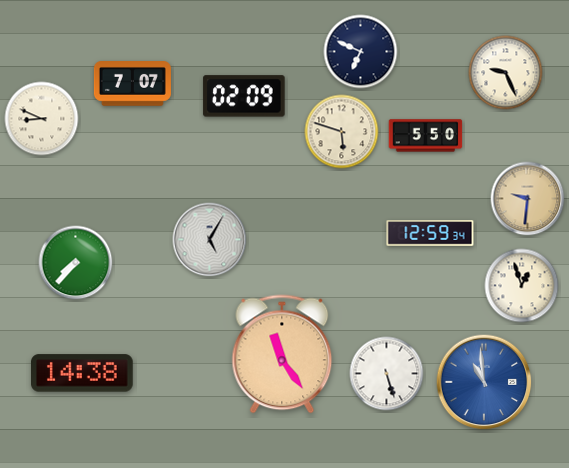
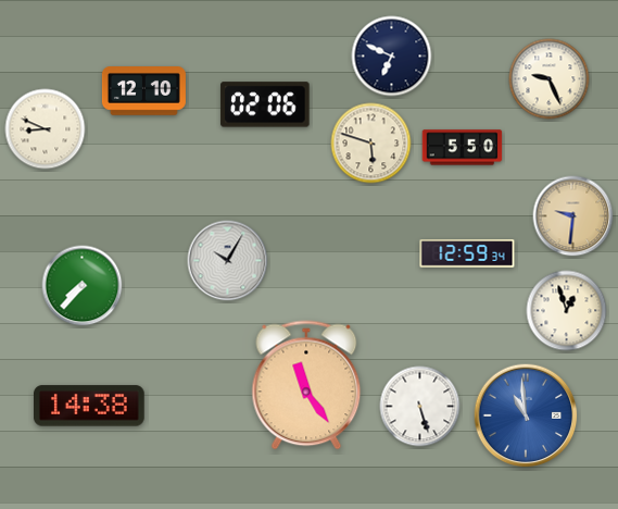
clock at (132, 84): 7:07 -> 12:10
clock at (244, 96): 02:09 -> 02:06
clock at (210, 240): 5:05 -> 10:05
